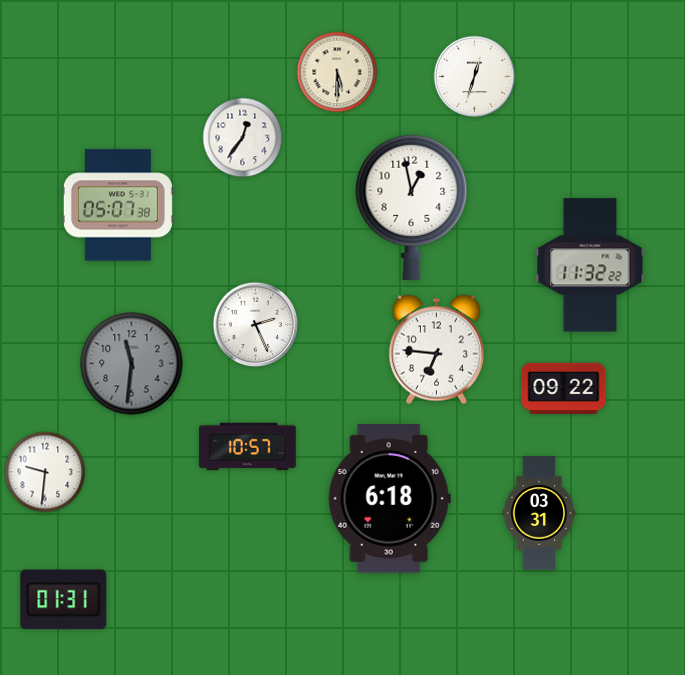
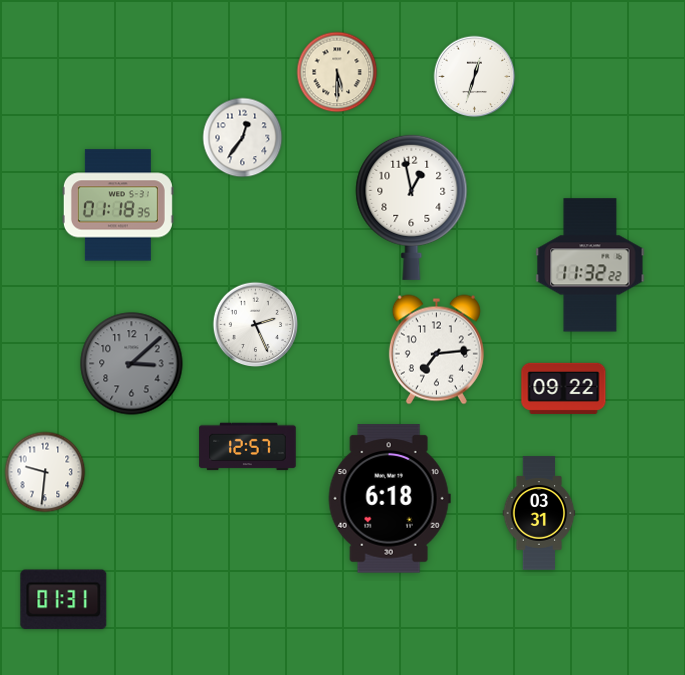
clock at (118, 205): 05:07 -> 01:18
clock at (436, 350): 6:46 -> 7:14
clock at (132, 364): 11:31 -> 3:08
clock at (248, 447): 10:57 -> 12:57
